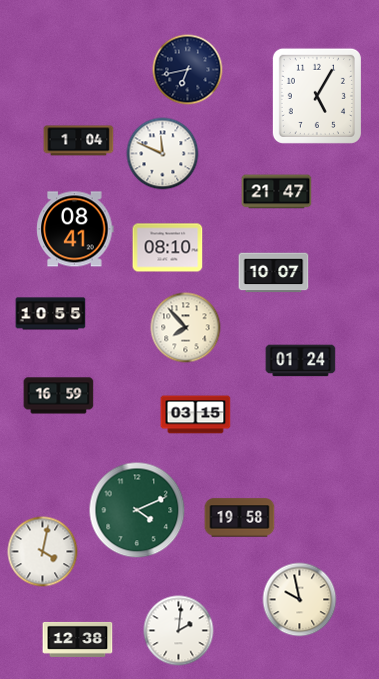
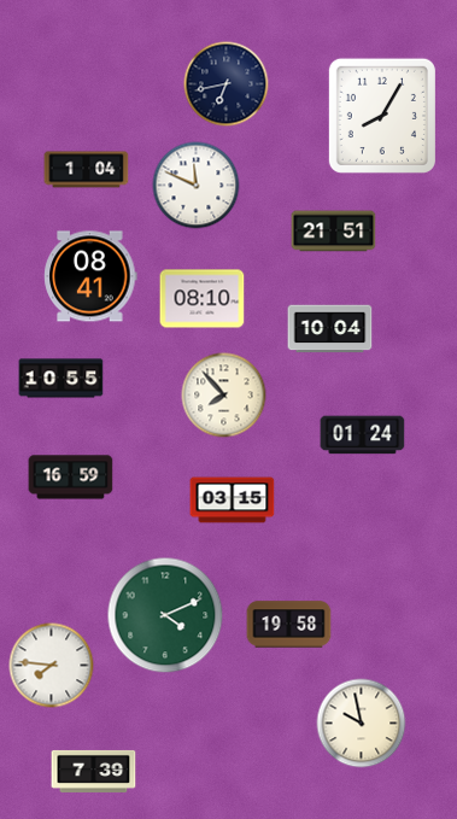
clock at (317, 96): 5:05 -> 8:05
clock at (79, 141) position: (79, 141) -> (87, 170)
clock at (277, 192): 21:47 -> 21:51
clock at (274, 273): 10:07 -> 10:04
clock at (196, 415) position: (196, 415) -> (233, 501)
clock at (43, 552): 4:02 -> 7:46
clock at (179, 631): 2:01 -> none
clock at (78, 639): 12:38 -> 7:39
